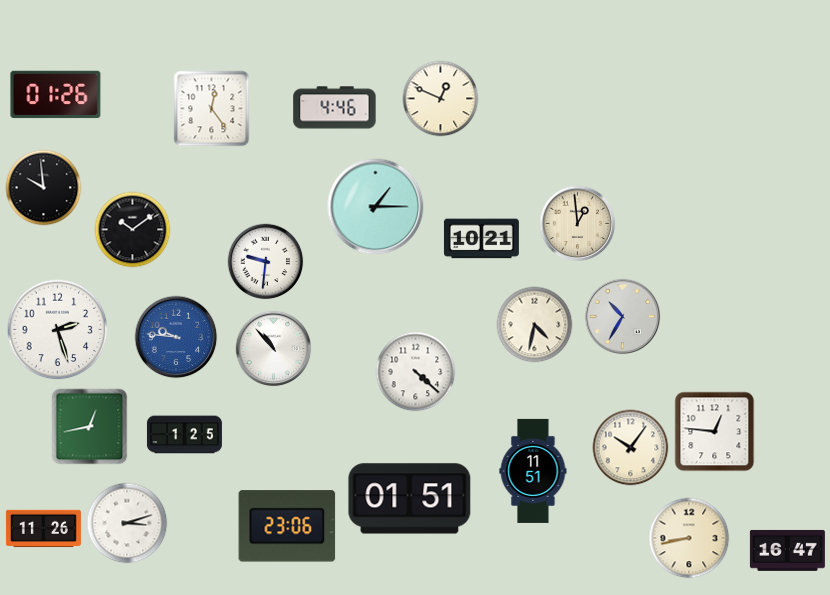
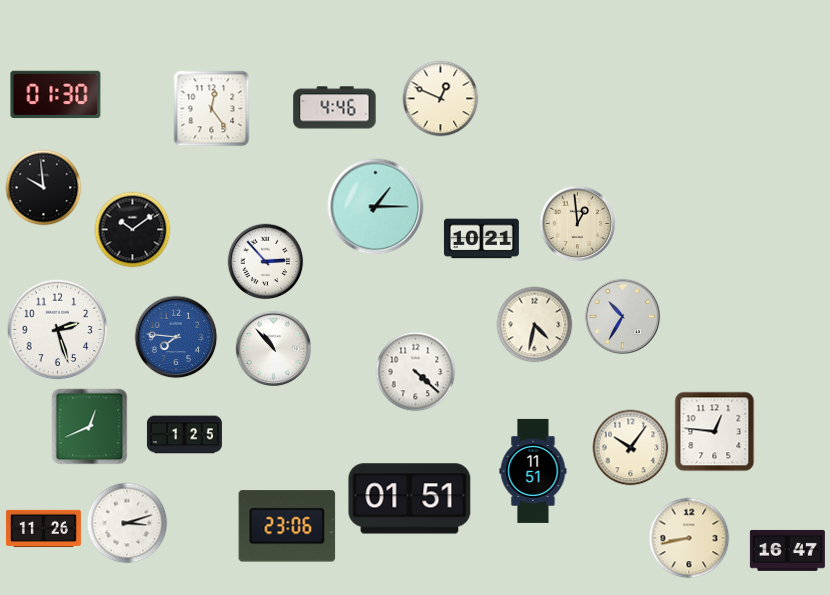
clock at (56, 95): 01:26 -> 01:30
clock at (266, 262): 9:31 -> 2:53
clock at (176, 337): 9:46 -> 7:46
clock at (90, 427): 12:43 -> 12:41
